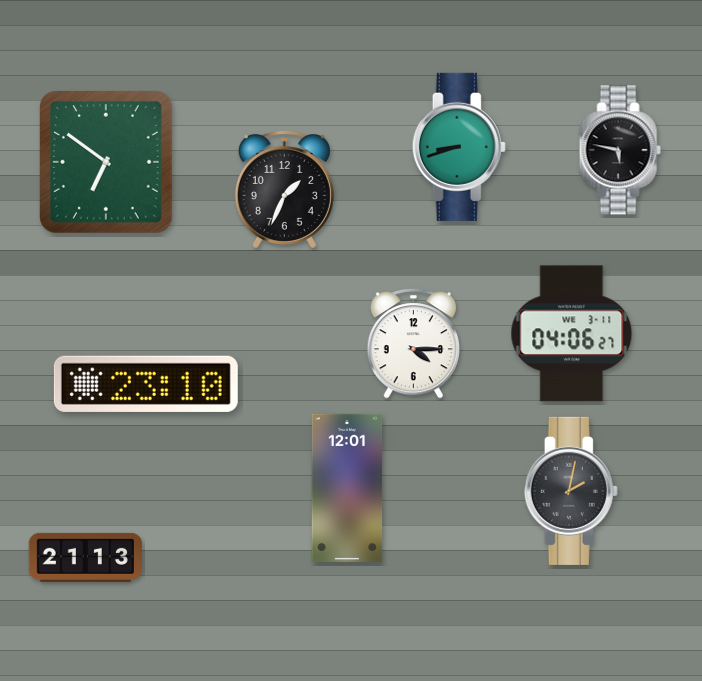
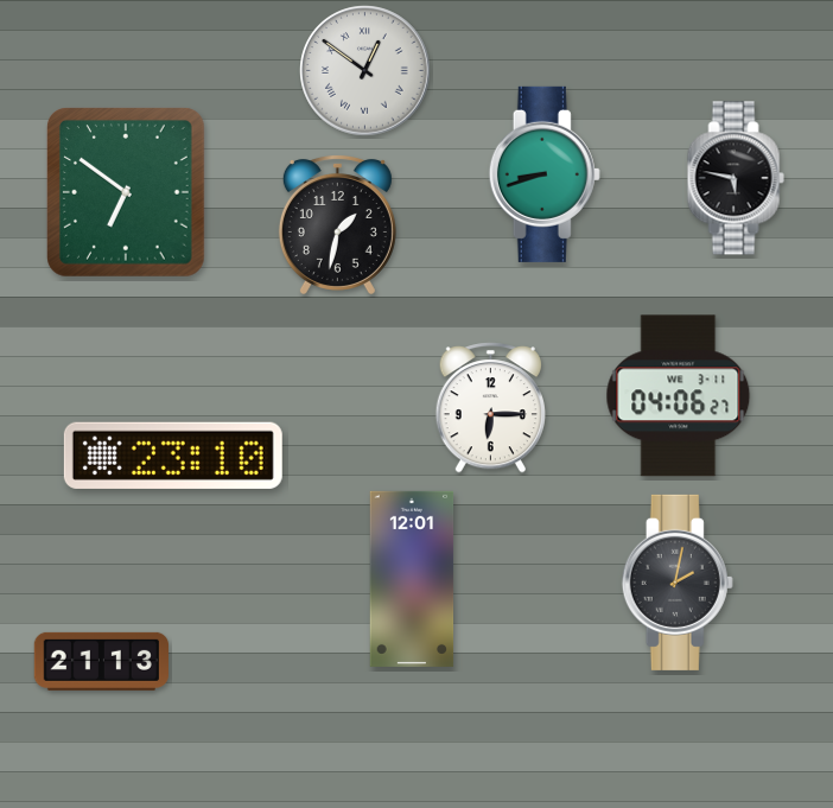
clock at (365, 71): none -> 12:51
clock at (284, 189): 1:34 -> 1:32
clock at (413, 344): 4:15 -> 6:15
